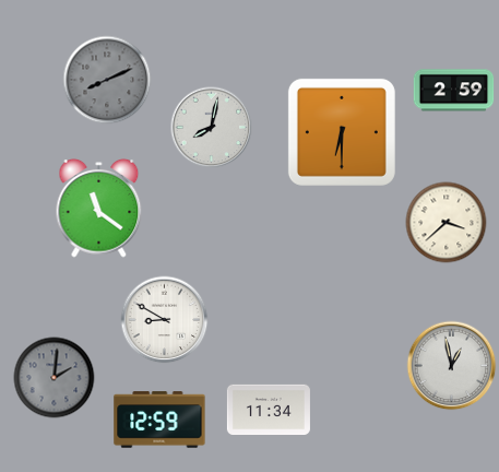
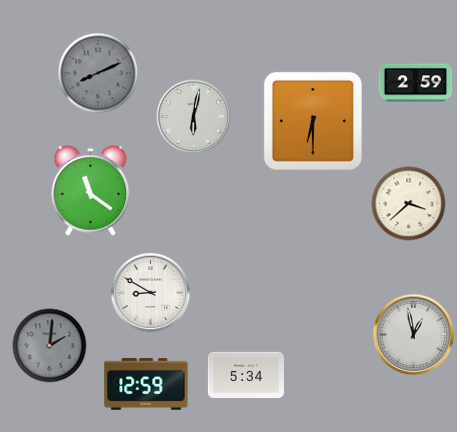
clock at (212, 128): 8:02 -> 6:02
clock at (269, 409): 11:34 -> 5:34
